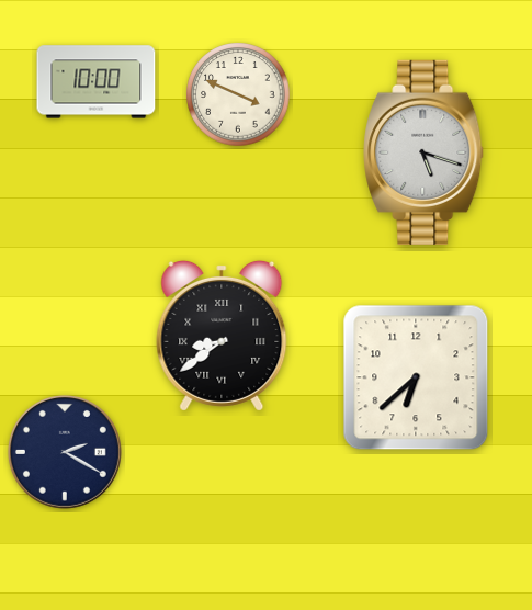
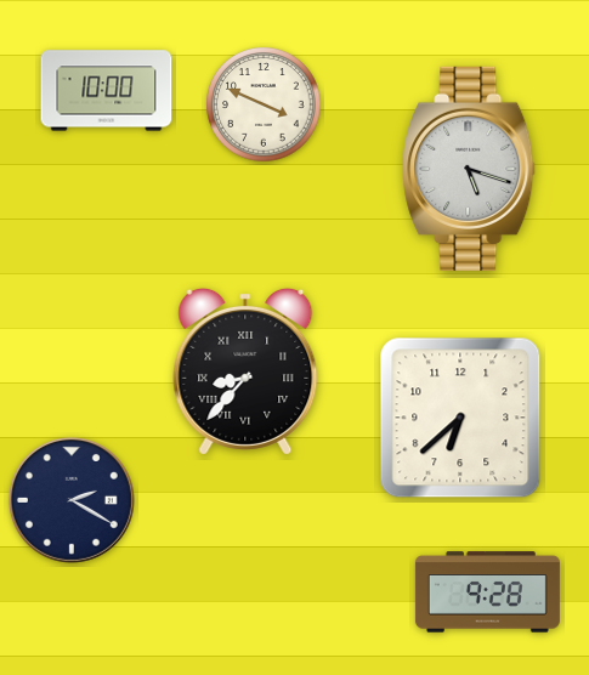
clock at (222, 336): 8:39 -> 8:37
clock at (487, 592): none -> 9:28
